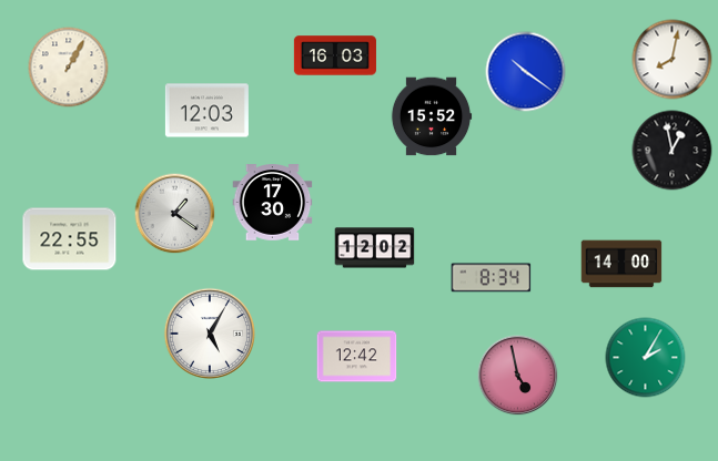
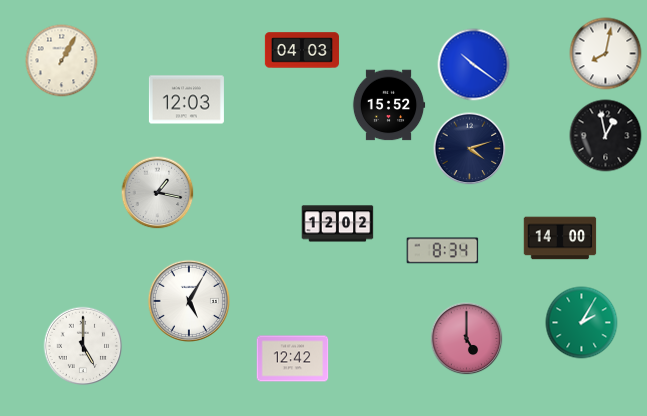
clock at (335, 55): 16:03 -> 04:03
clock at (470, 149): none -> 4:12
clock at (273, 203): 17:30 -> none
clock at (175, 214): 1:21 -> 1:17
clock at (70, 239): 22:55 -> none
clock at (357, 357) position: (357, 357) -> (293, 359)
clock at (518, 376): 4:58 -> 5:00
clock at (83, 346): none -> 5:00
